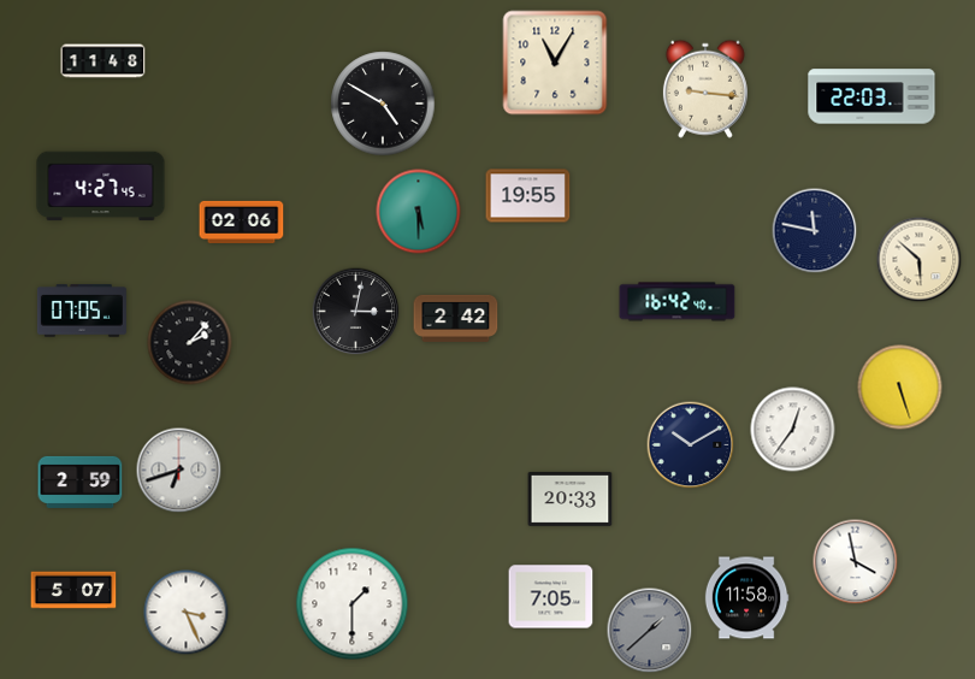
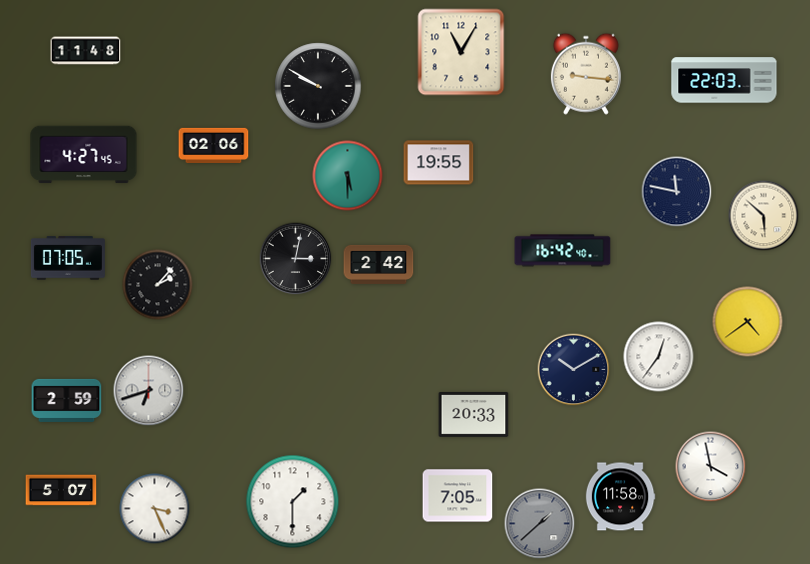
clock at (383, 104): 4:50 -> 9:50
clock at (242, 222) position: (242, 222) -> (214, 145)
clock at (900, 388): 5:27 -> 4:39
